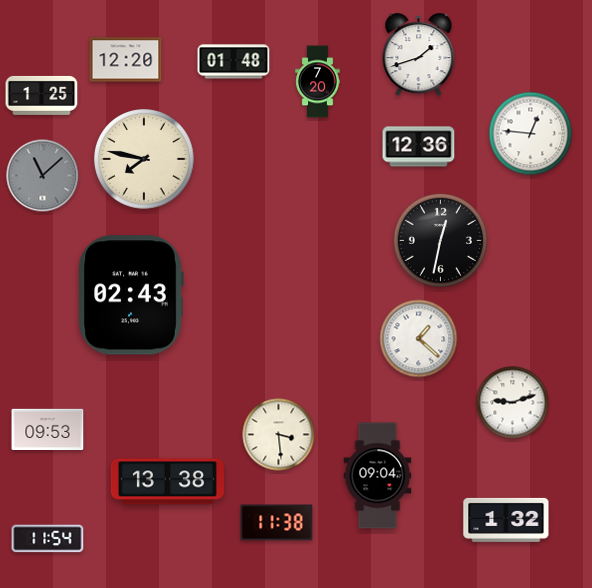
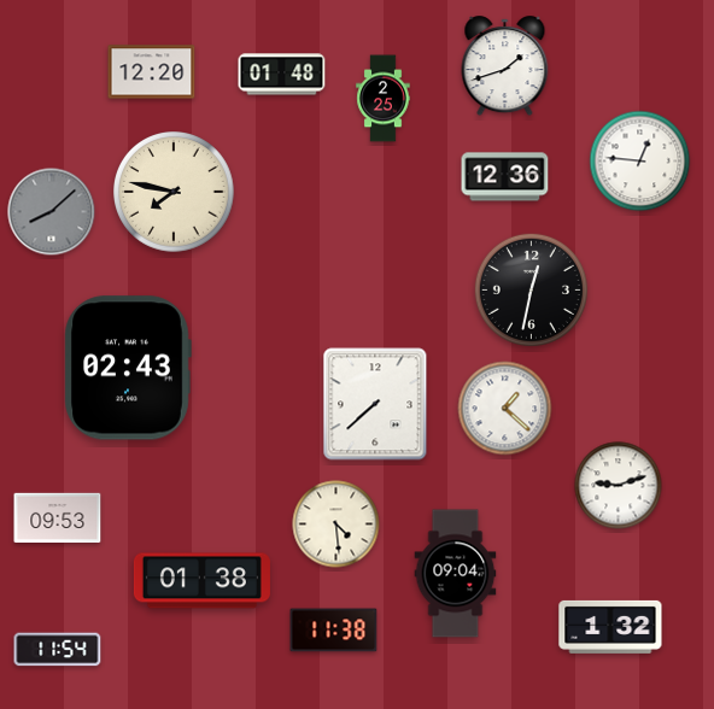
clock at (318, 82): 7:20 -> 2:25
clock at (42, 95): 1:25 -> none
clock at (43, 176): 11:08 -> 8:08
clock at (131, 295) position: (131, 295) -> (128, 368)
clock at (375, 404): none -> 7:38
clock at (279, 435): 3:29 -> 4:29
clock at (167, 482): 13:38 -> 01:38
